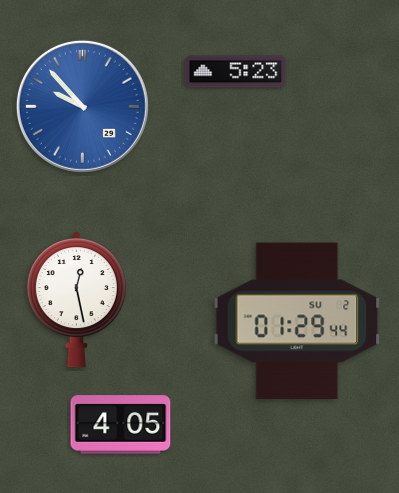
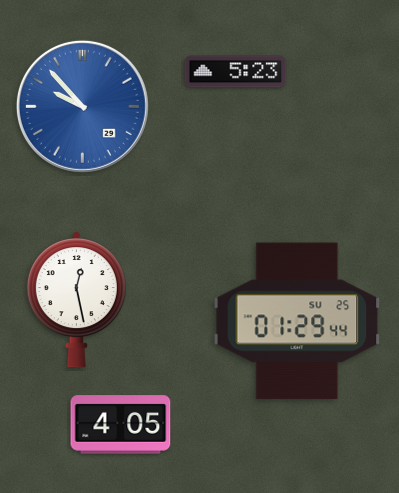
clock at (297, 321) date: SU 2 -> SU 25
